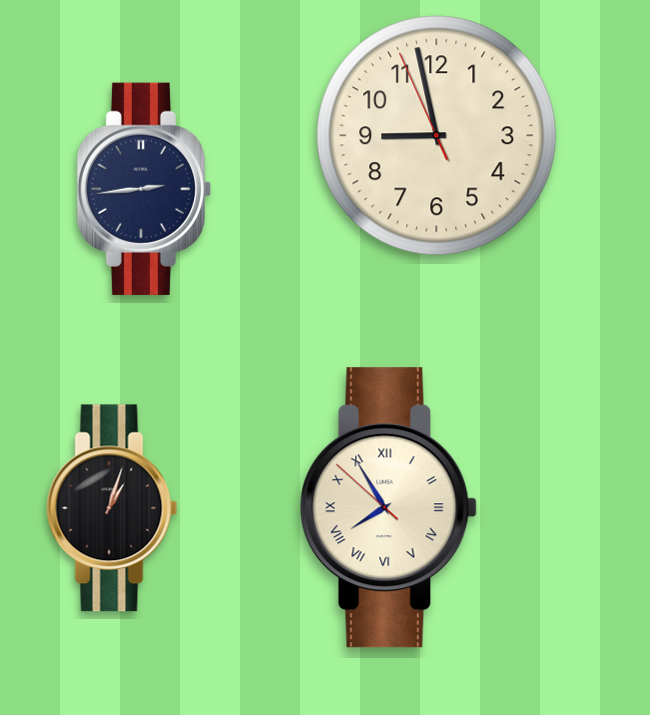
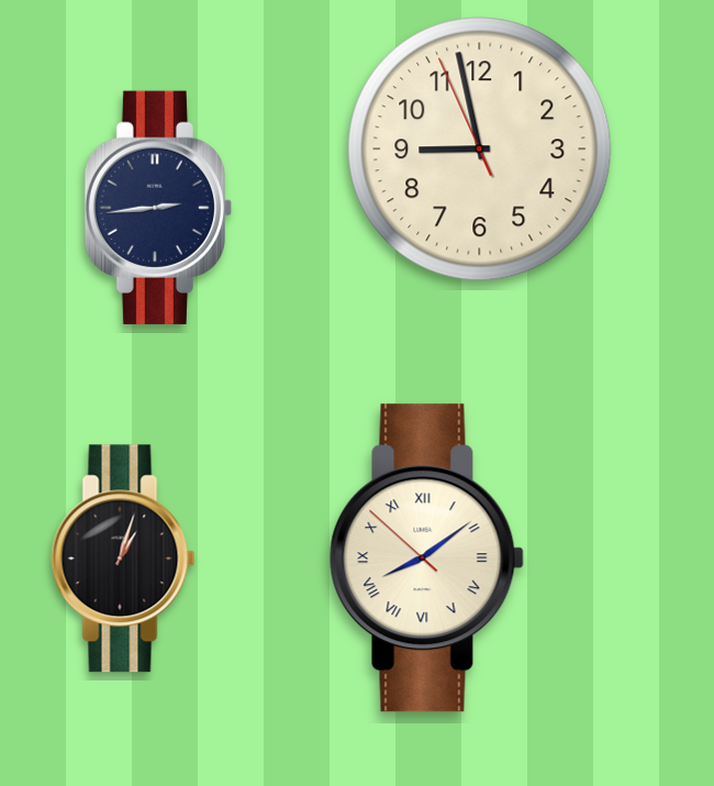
clock at (388, 508): 7:54 -> 8:08
